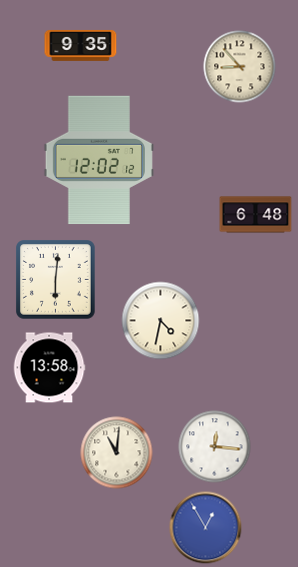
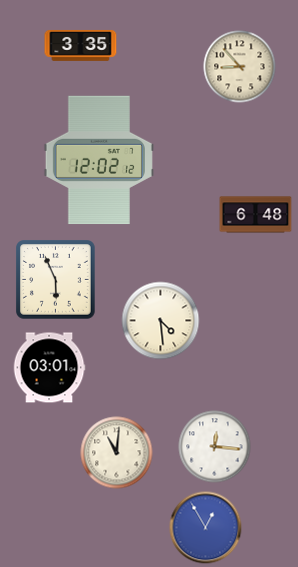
clock at (81, 46): 9:35 -> 3:35
clock at (56, 280): 6:01 -> 5:56
clock at (161, 321): 4:32 -> 4:29
clock at (49, 368): 13:58 -> 03:01
